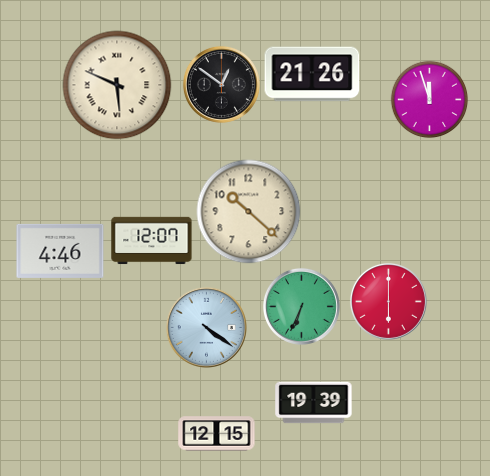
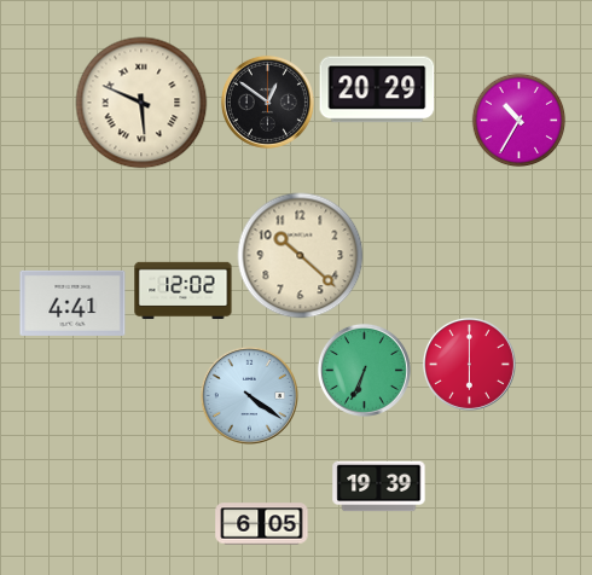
clock at (312, 74): 21:26 -> 20:29
clock at (429, 99): 11:57 -> 10:35
clock at (152, 241): 12:07 -> 12:02
clock at (60, 251): 4:46 -> 4:41
clock at (217, 434): 12:15 -> 6:05
